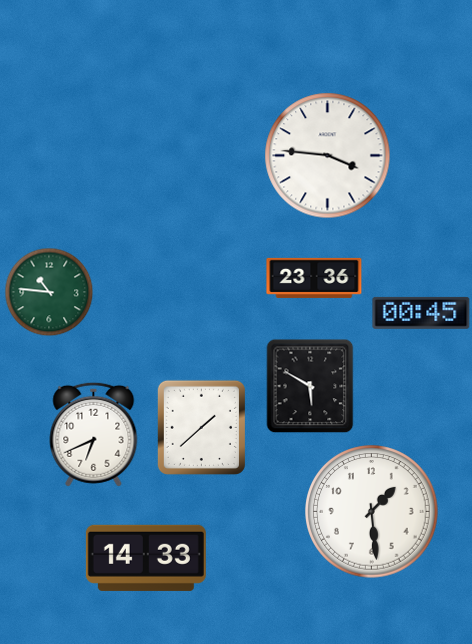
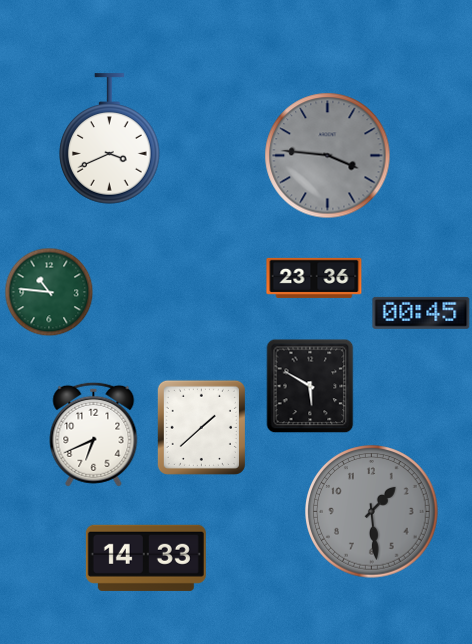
clock at (110, 139): none -> 3:41
clock at (328, 156) dial: white -> grey
clock at (372, 512) dial: white -> grey
